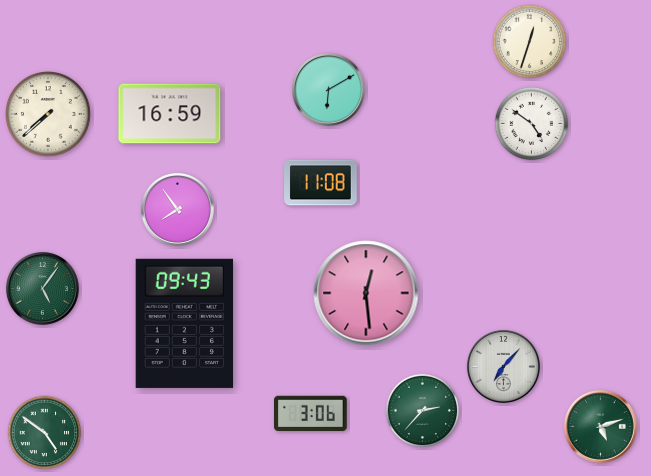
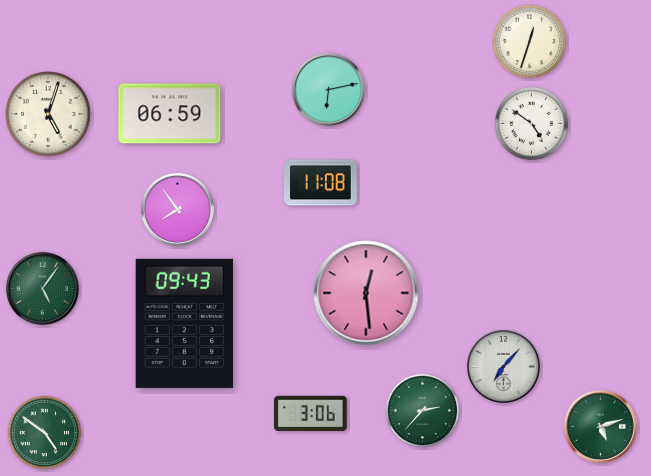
clock at (328, 89): 6:10 -> 6:13
clock at (170, 114): 16:59 -> 06:59
clock at (49, 115): 7:38 -> 5:03
